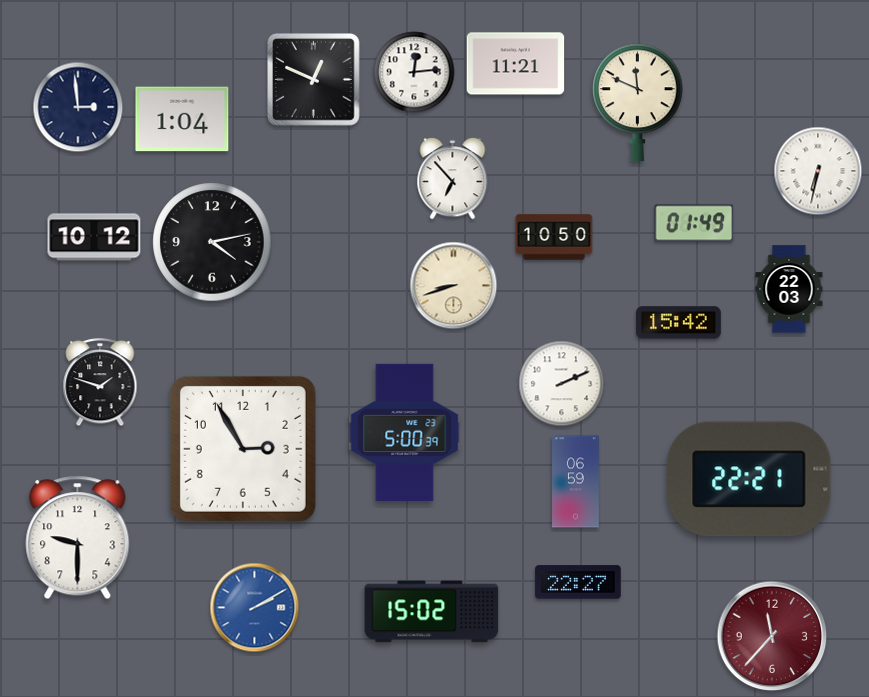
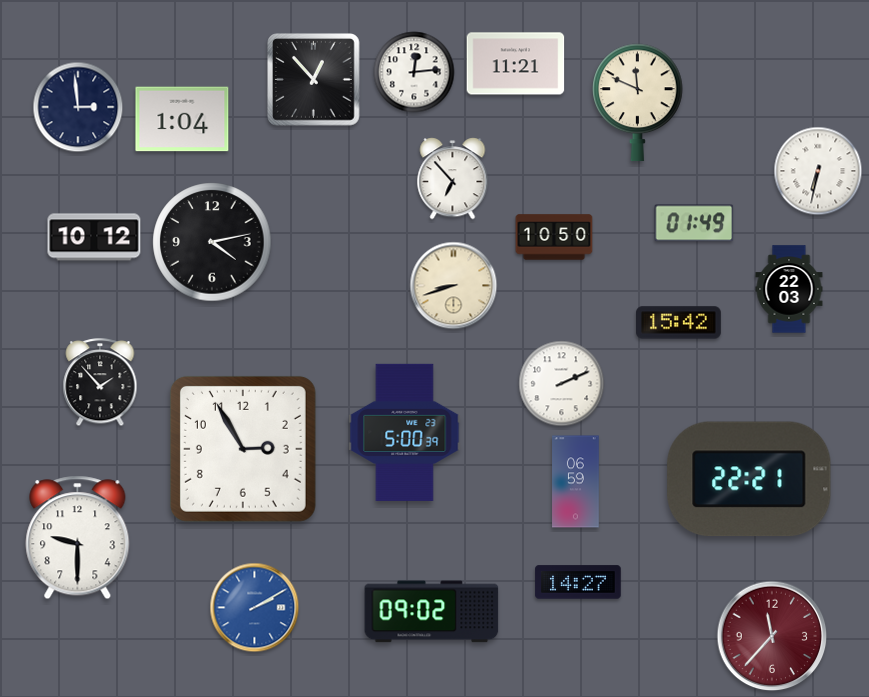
clock at (314, 80): 12:49 -> 12:53
clock at (100, 383): 1:48 -> 1:53
clock at (578, 582): 22:27 -> 14:27
clock at (432, 612): 15:02 -> 09:02
